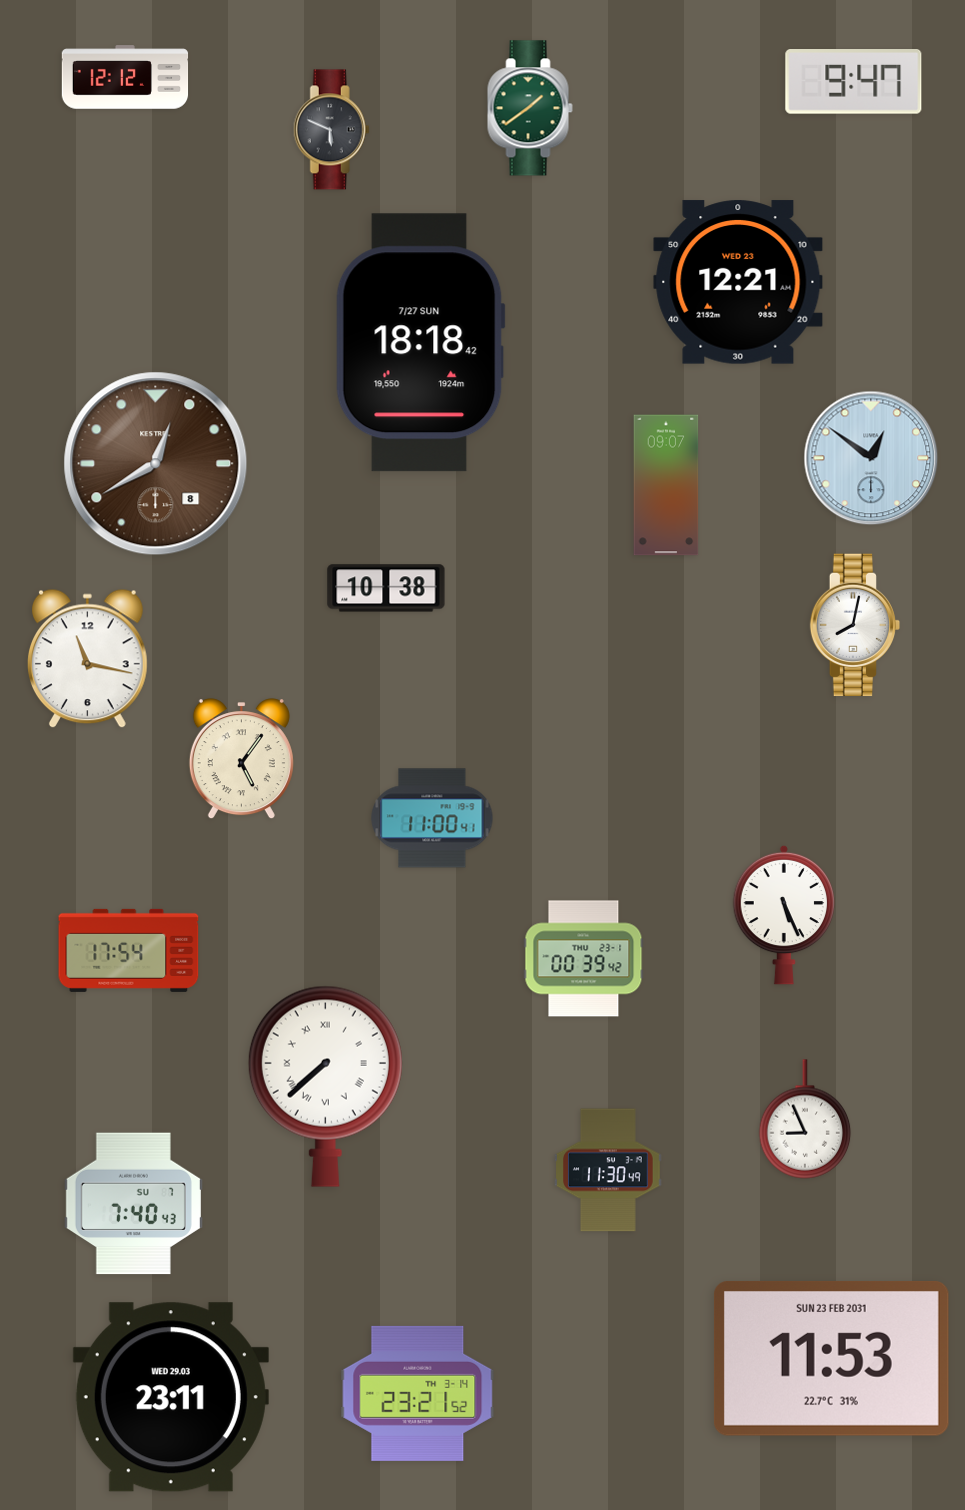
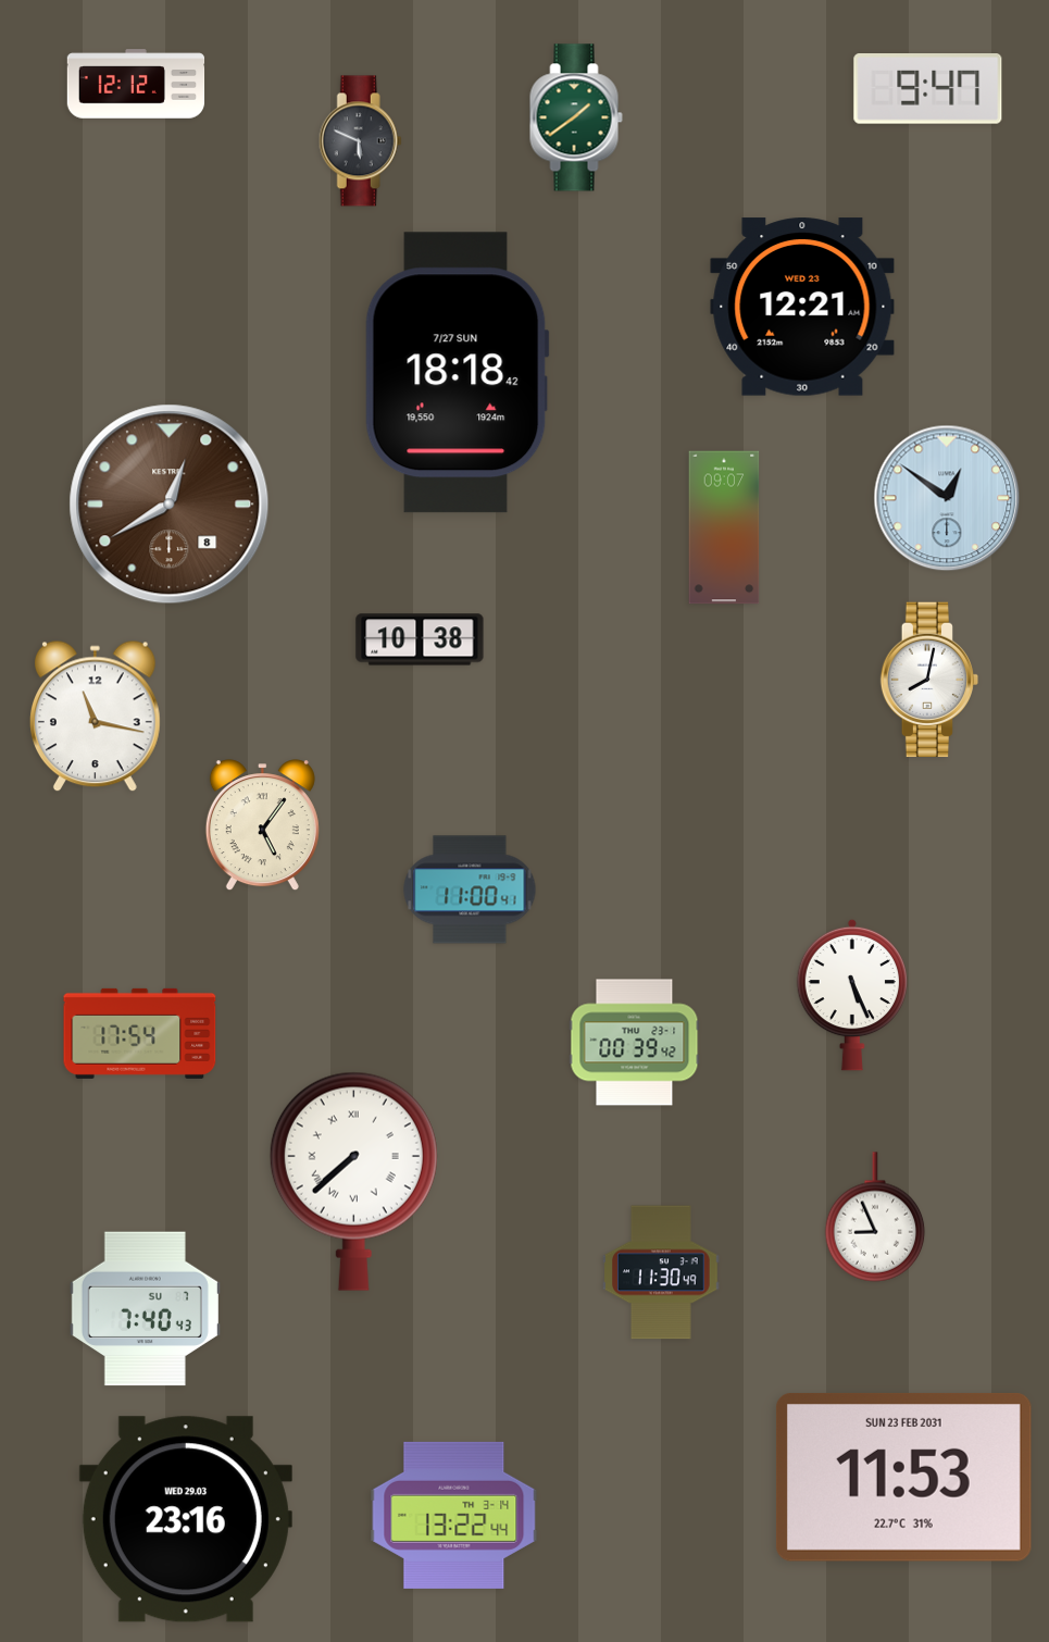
clock at (418, 1393): 23:21 -> 13:22
clock at (171, 1397): 23:11 -> 23:16
